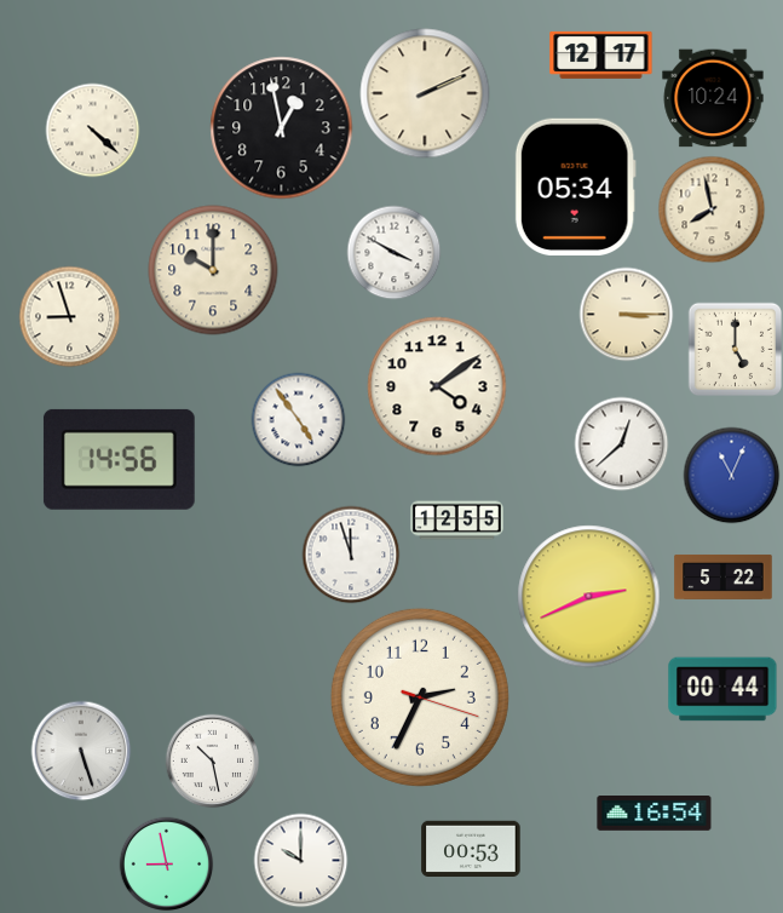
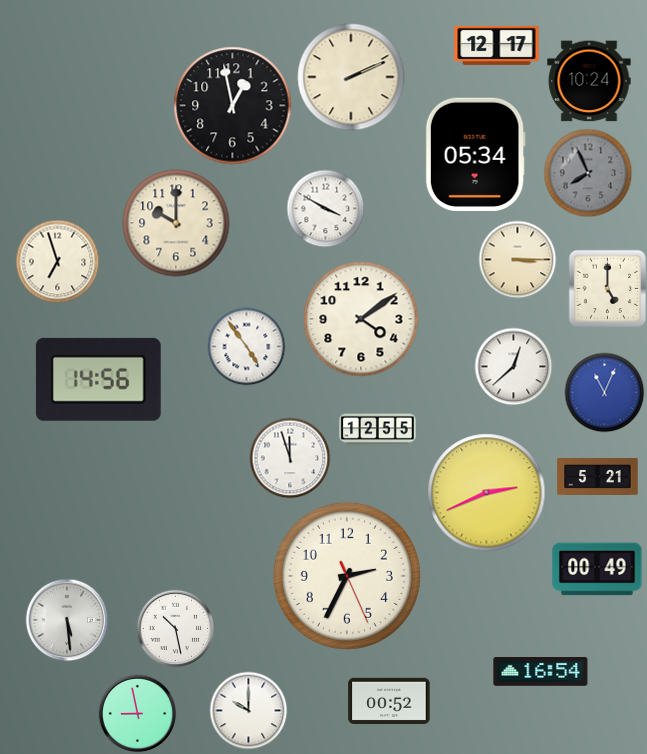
clock at (92, 130): 4:22 -> none
clock at (712, 209): 7:58 -> 7:56
clock at (712, 209) dial: cream -> grey
clock at (69, 316): 8:57 -> 6:57
clock at (724, 576): 5:22 -> 5:21
clock at (722, 689): 00:44 -> 00:49
clock at (420, 697): 2:34:18 -> 2:34:26
clock at (81, 751): 5:27 -> 5:29
clock at (471, 848): 00:53 -> 00:52
